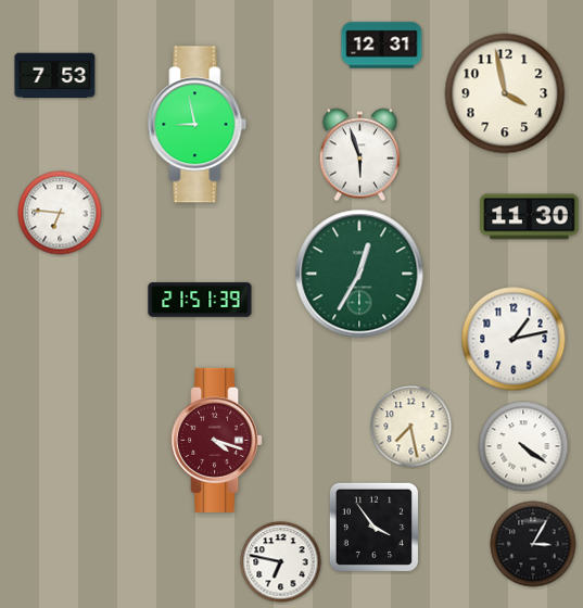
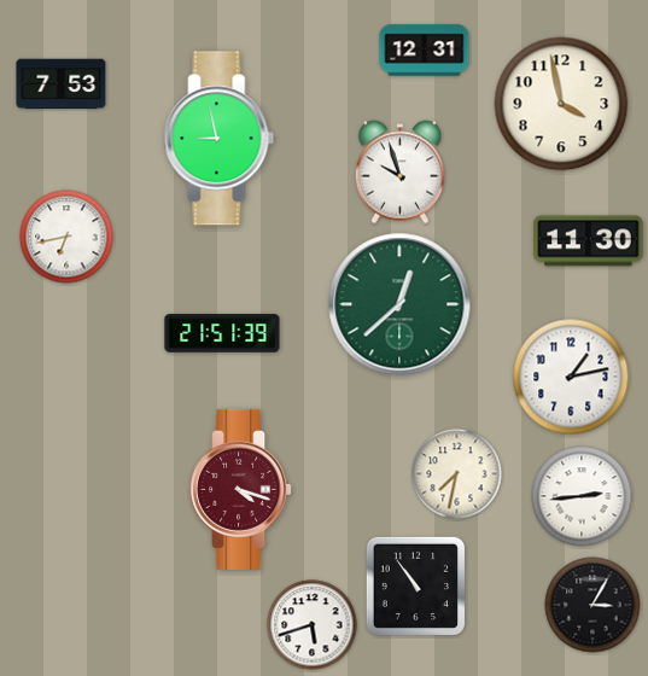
clock at (359, 155): 5:57 -> 9:57
clock at (60, 213): 6:46 -> 6:43
clock at (359, 274): 12:35 -> 12:38
clock at (411, 427): 7:28 -> 7:32
clock at (523, 446): 4:21 -> 2:44
clock at (373, 527): 3:54 -> 10:54
clock at (281, 562): 6:47 -> 5:42
